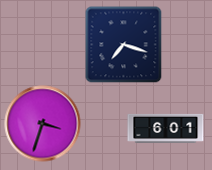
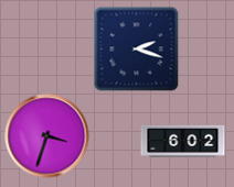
clock at (123, 44): 7:18 -> 2:18
clock at (166, 128): 6:01 -> 6:02
